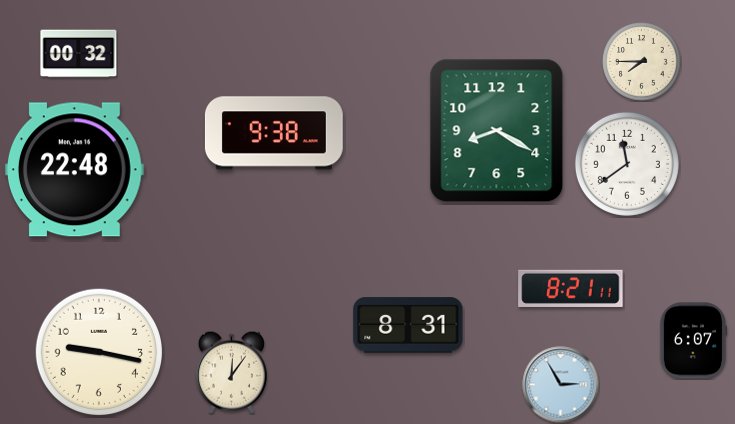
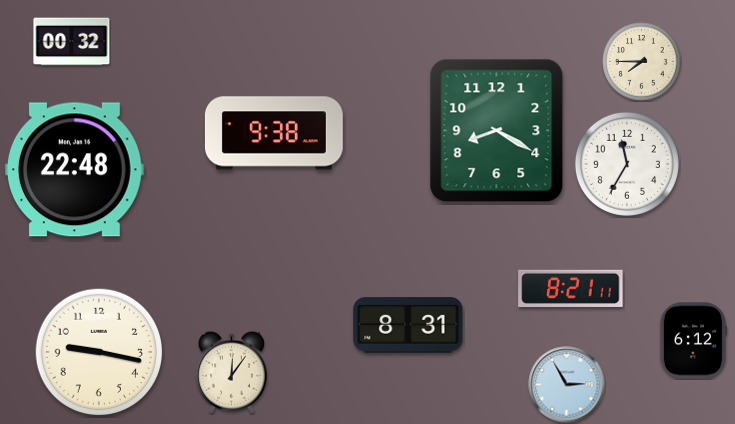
clock at (79, 54) position: (79, 54) -> (72, 42)
clock at (627, 164): 11:39 -> 11:35
clock at (692, 341): 6:07 -> 6:12
clock at (561, 385) position: (561, 385) -> (567, 385)
